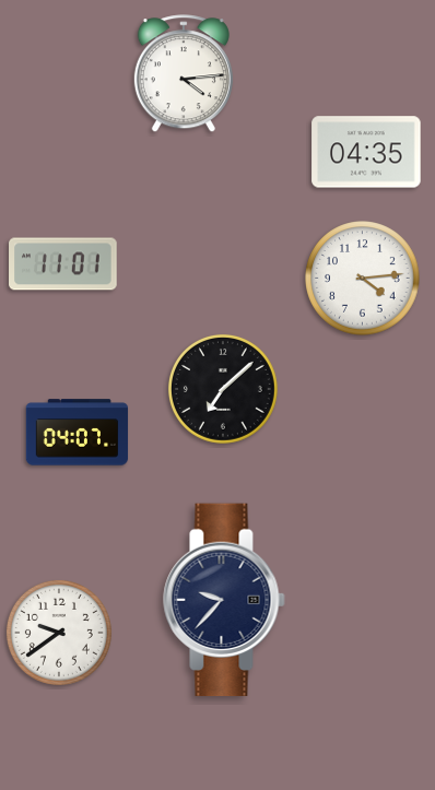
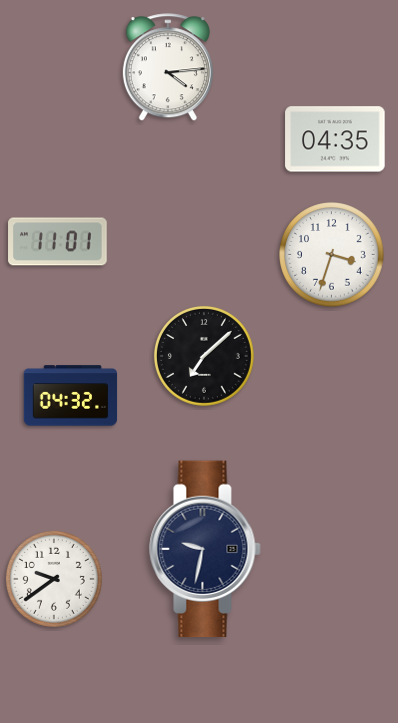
clock at (363, 279): 4:14 -> 3:33
clock at (78, 433): 04:07 -> 04:32
clock at (224, 600): 9:37 -> 9:32
